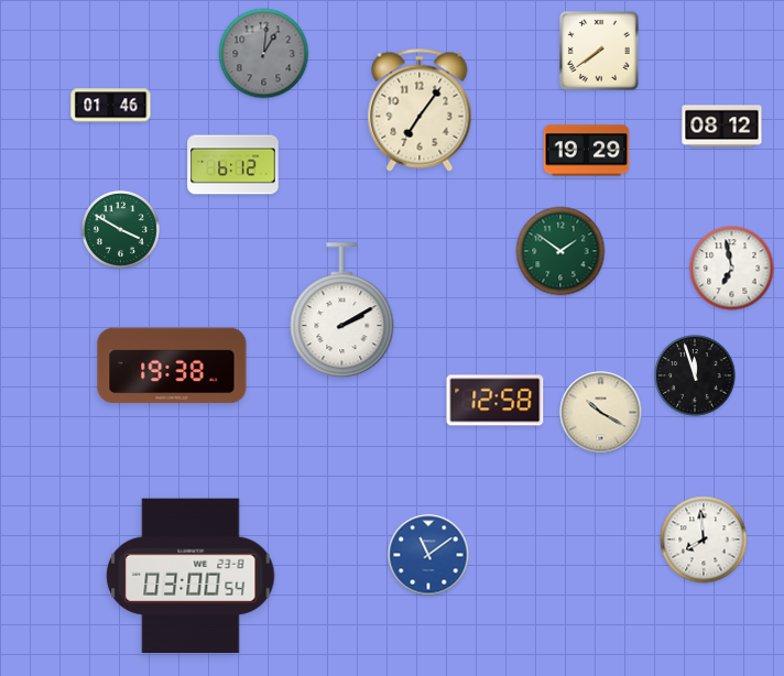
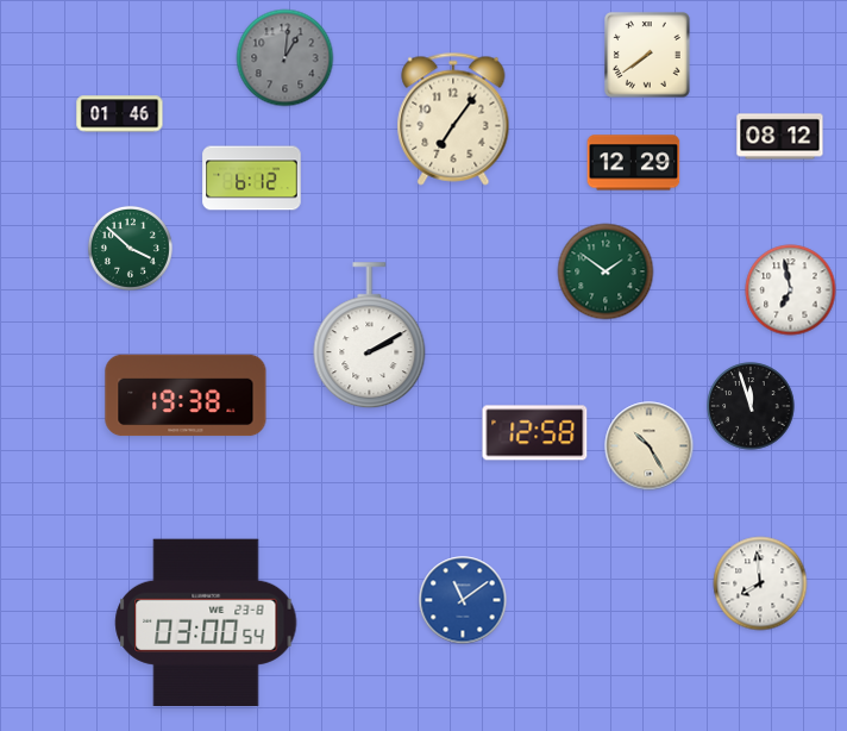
clock at (587, 151): 19:29 -> 12:29
clock at (120, 229): 3:50 -> 3:52
clock at (601, 413): 10:20 -> 10:25
